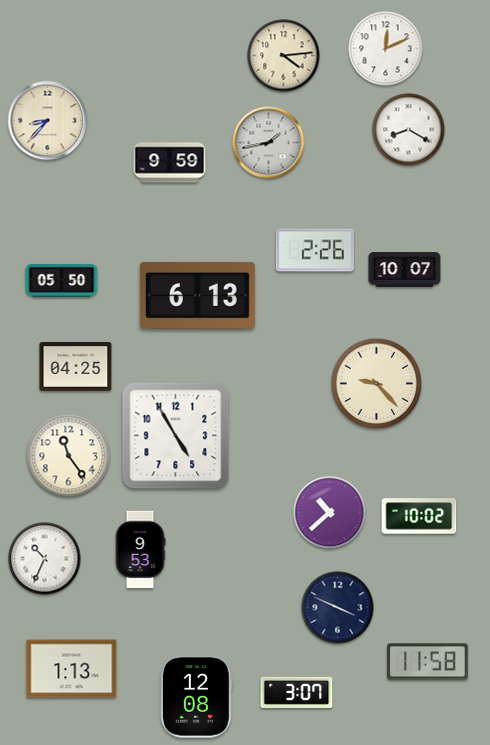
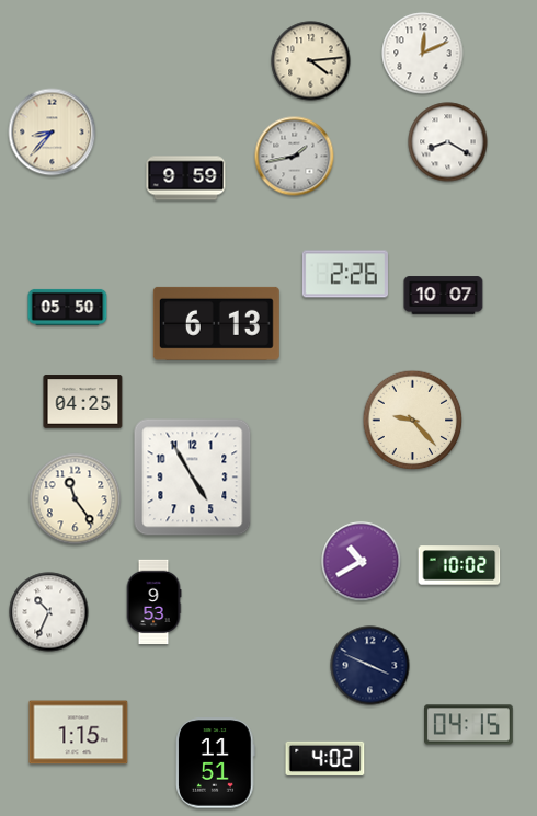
clock at (330, 513): 10:38 -> 10:40
clock at (428, 662): 11:58 -> 04:15
clock at (72, 669): 1:13 -> 1:15
clock at (297, 692): 3:07 -> 4:02
clock at (197, 697): 12:08 -> 11:51
